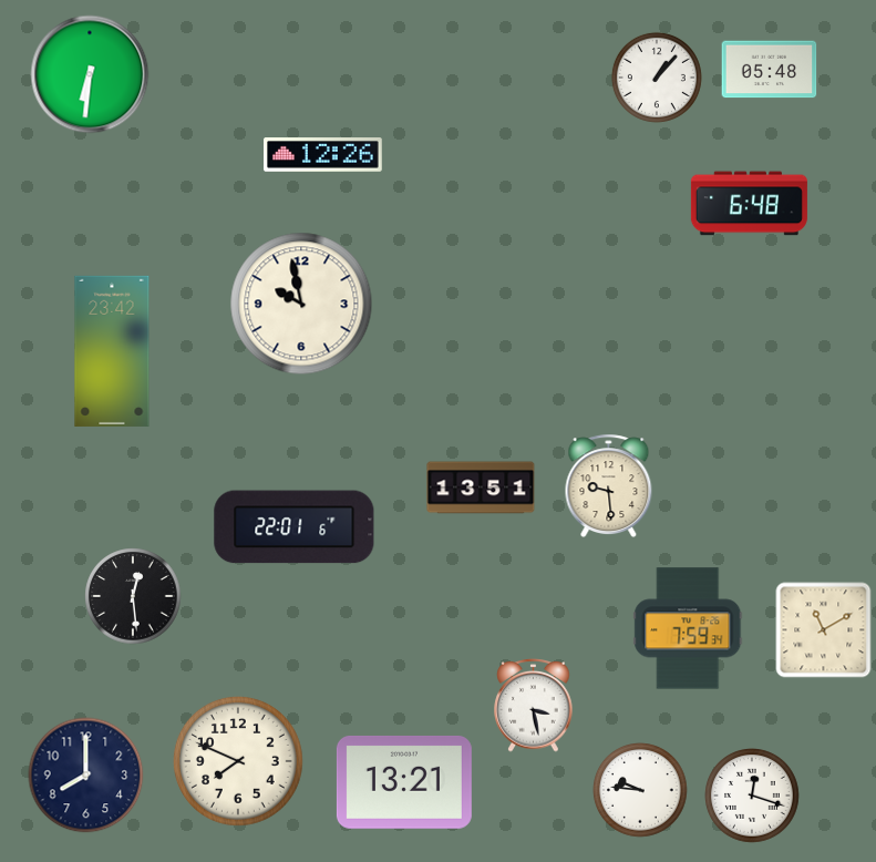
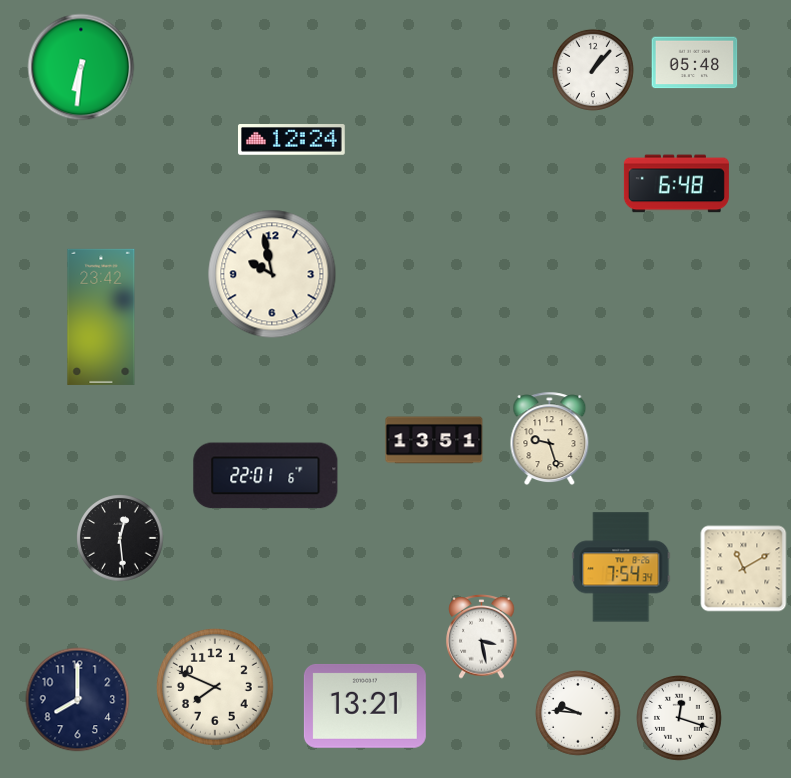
clock at (323, 155): 12:26 -> 12:24
clock at (609, 486): 9:29 -> 9:27
clock at (688, 628): 7:59 -> 7:54
